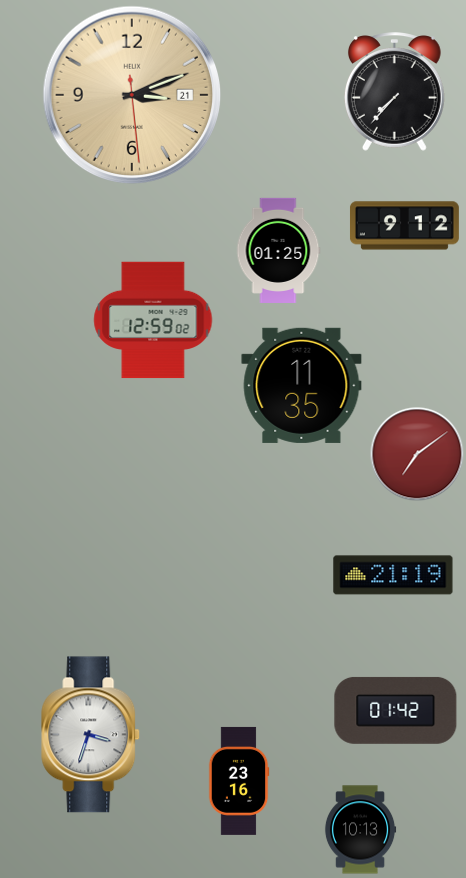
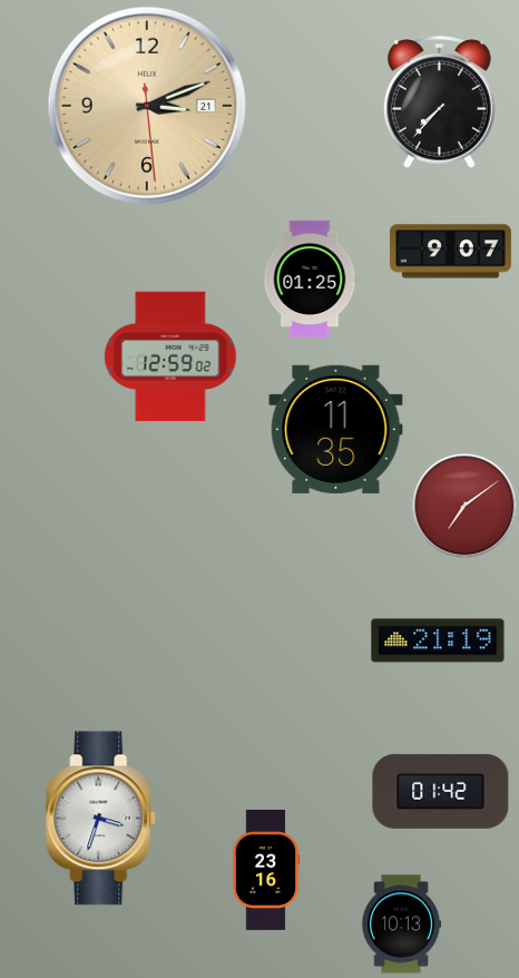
clock at (404, 226): 9:12 -> 9:07
